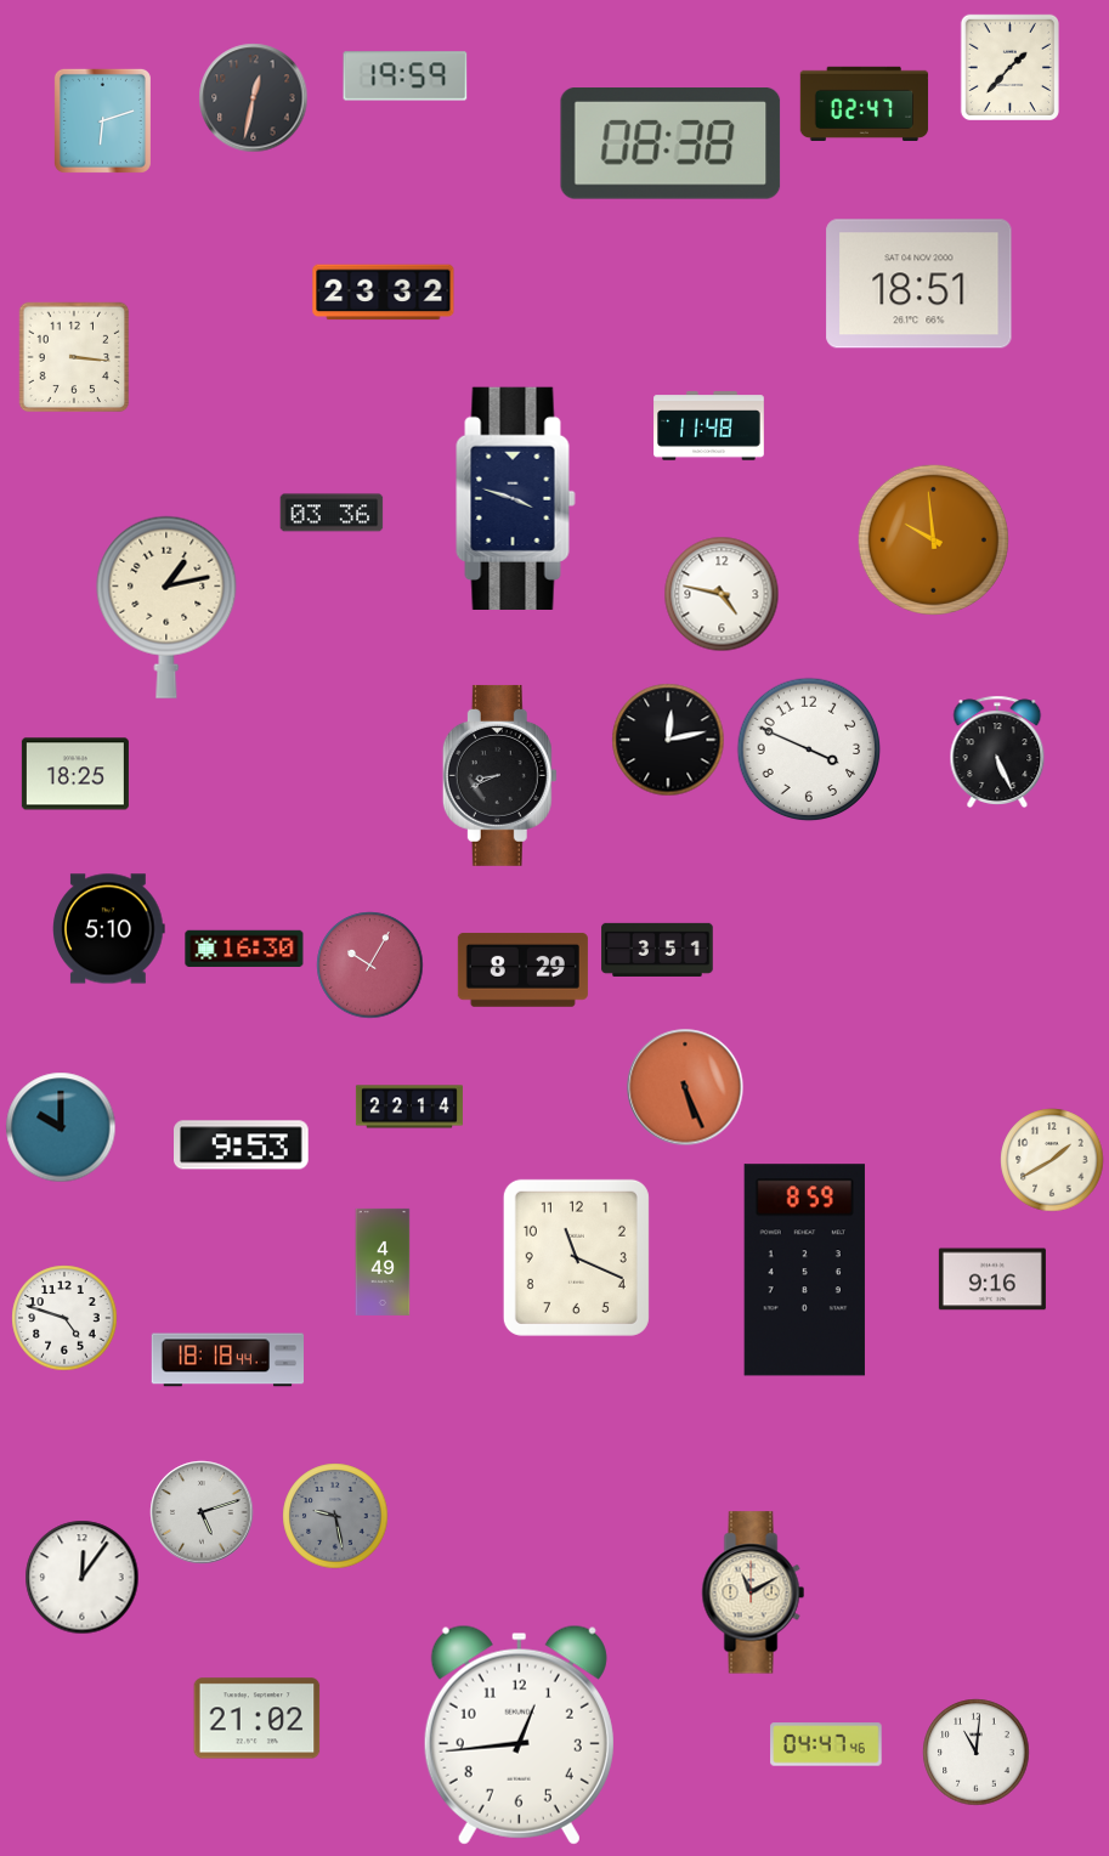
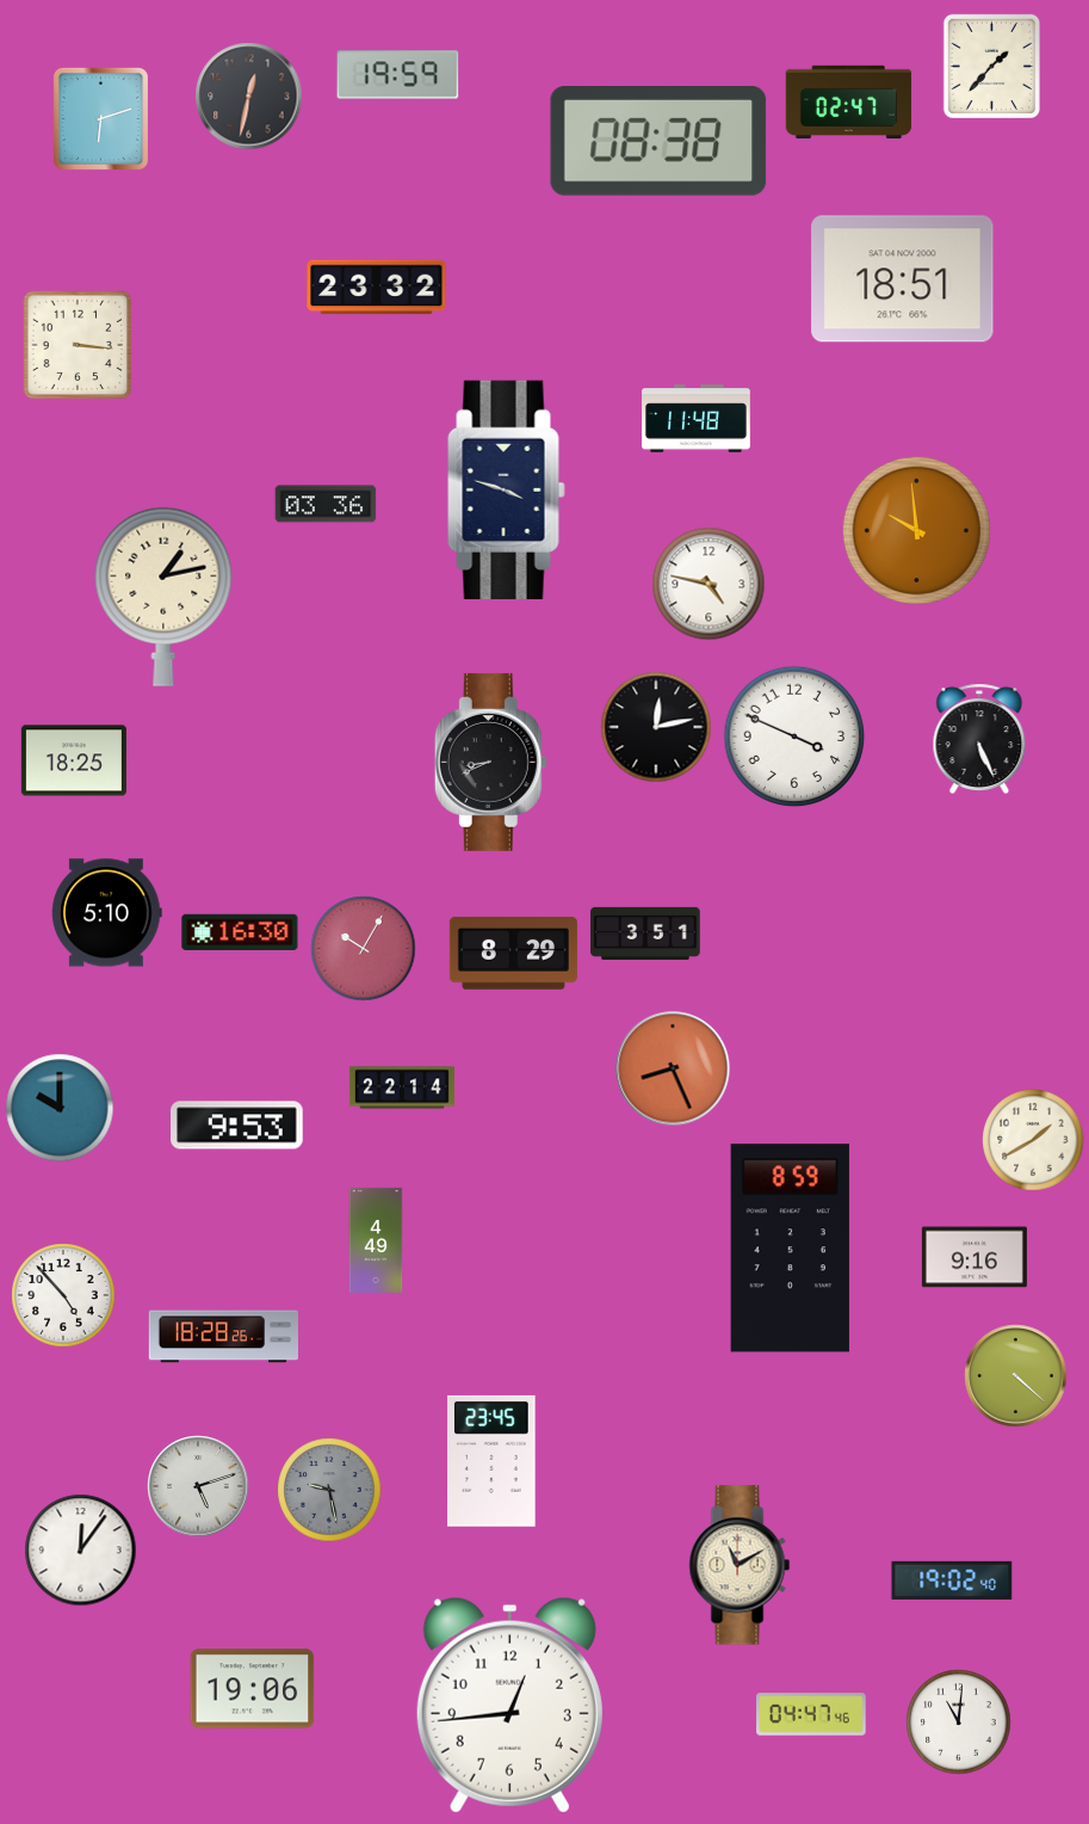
clock at (74, 357) position: (74, 357) -> (78, 345)
clock at (685, 1087): 5:26 -> 8:26
clock at (576, 1257): 11:19 -> none
clock at (64, 1318): 4:48 -> 4:53
clock at (227, 1360): 18:18 -> 18:28
clock at (1016, 1376): none -> 4:22
clock at (491, 1461): none -> 23:45
clock at (952, 1580): none -> 19:02
clock at (258, 1719): 21:02 -> 19:06
